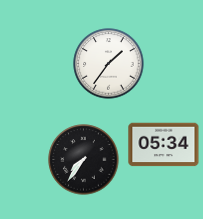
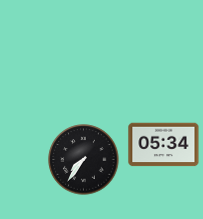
clock at (109, 64): 1:36 -> none
